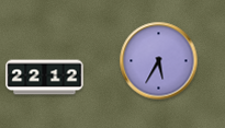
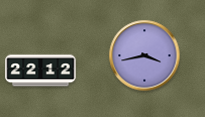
clock at (159, 61): 5:35 -> 3:43
